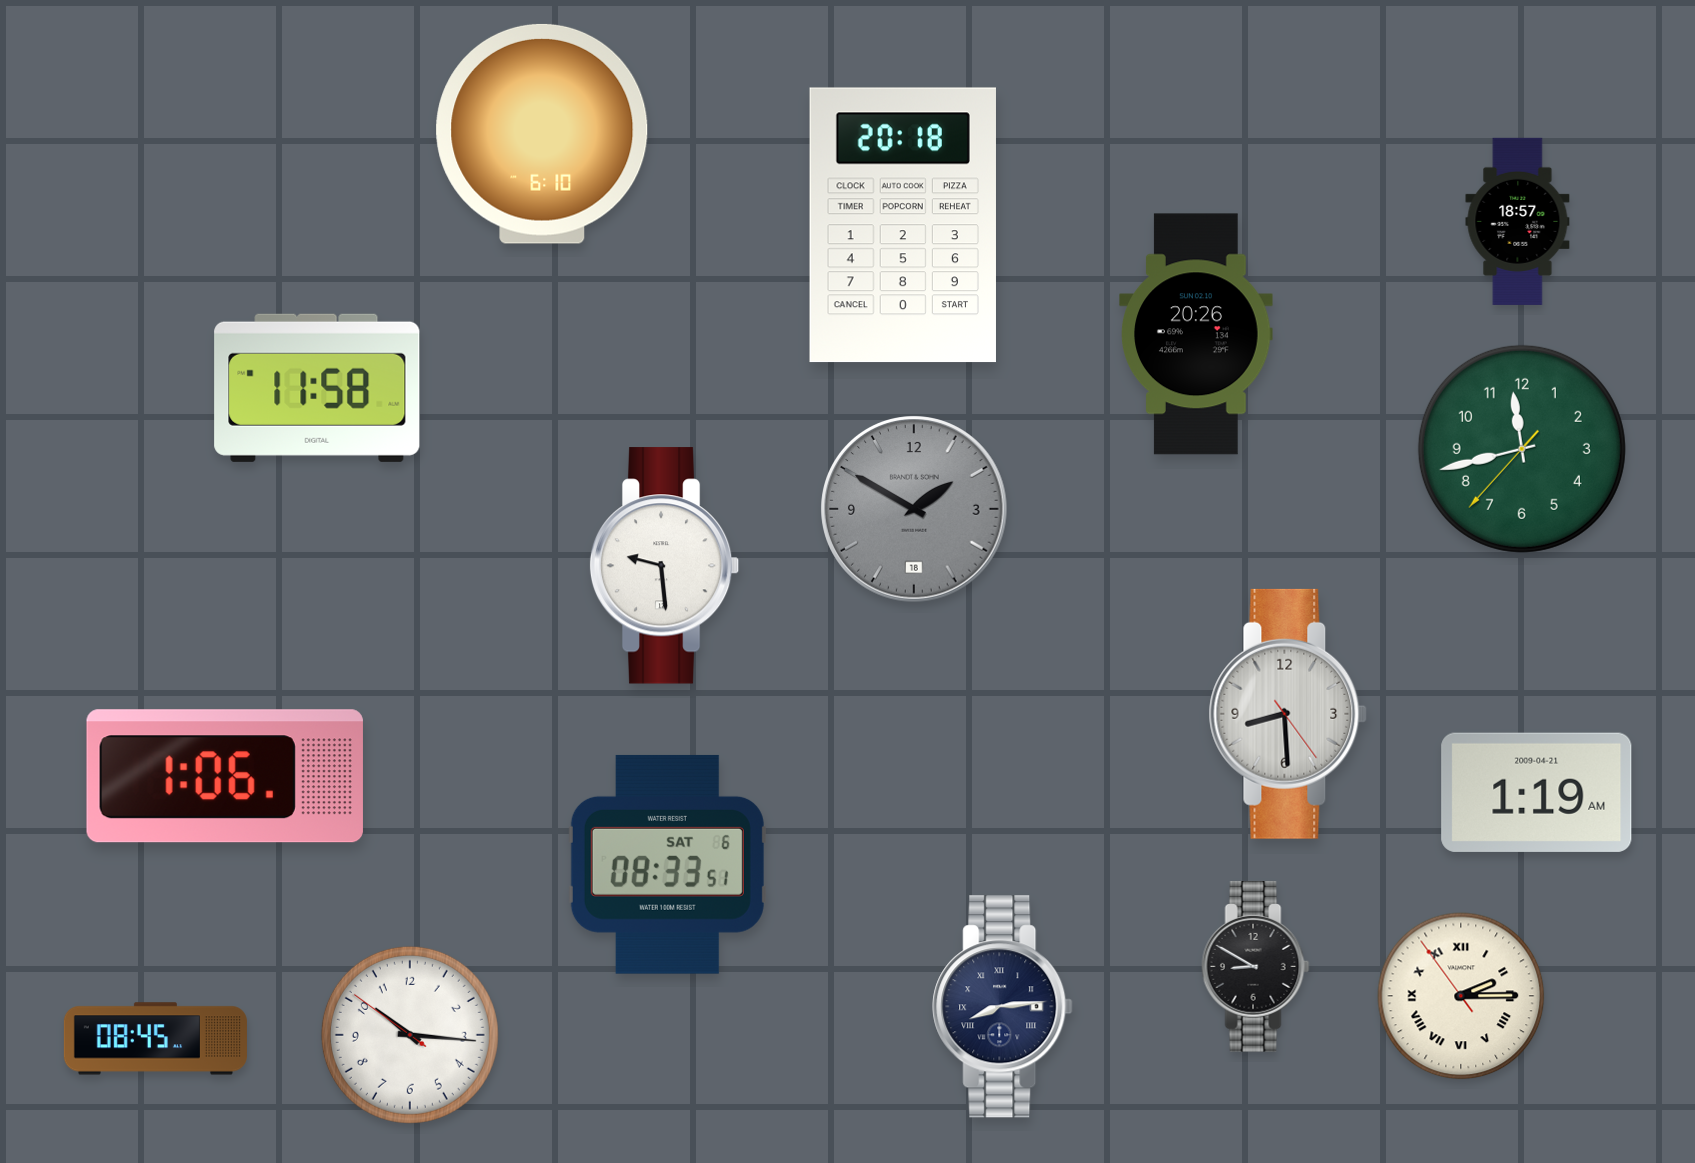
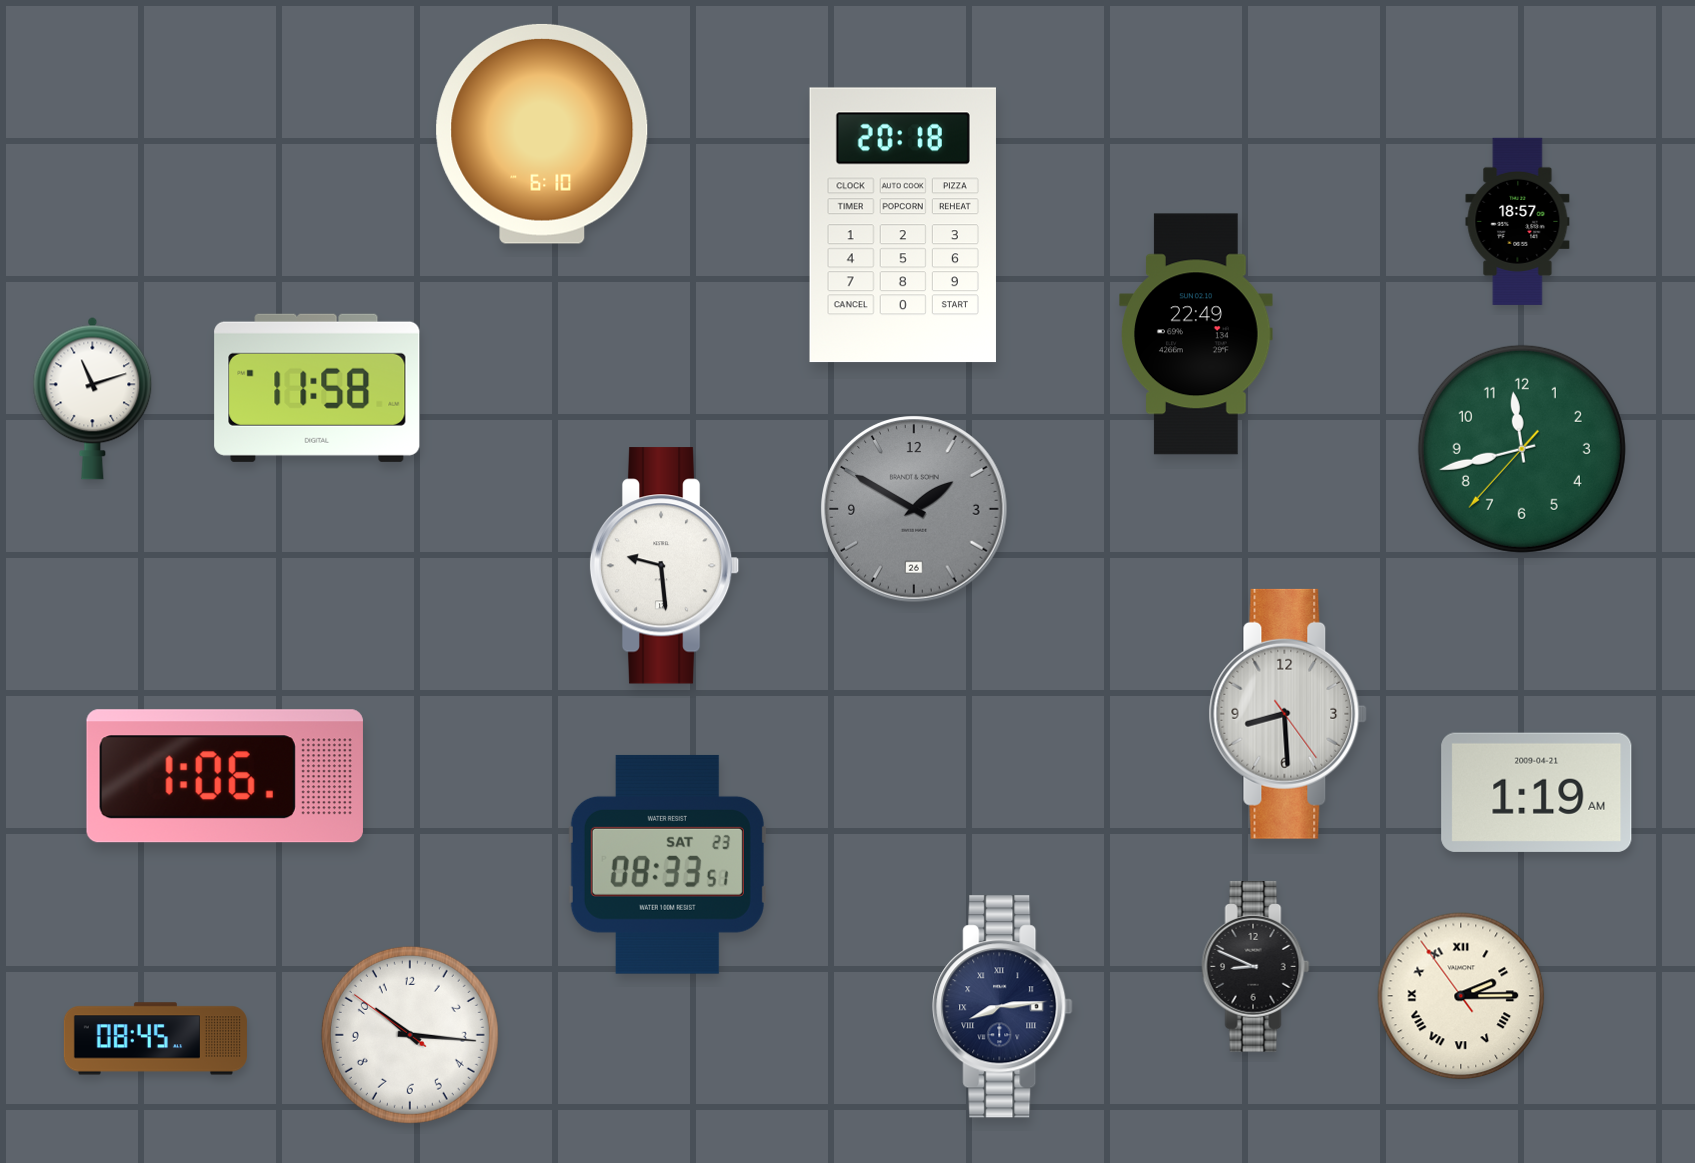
clock at (1196, 334): 20:26 -> 22:49
clock at (93, 398): none -> 11:12
clock at (914, 509) date: 18 -> 26
clock at (667, 864) date: SAT 6 -> SAT 23
clock at (1256, 967): 8:50 -> 8:49
